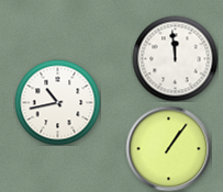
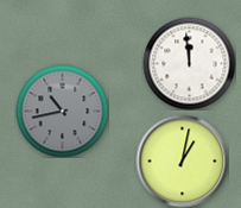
clock at (57, 102) dial: white -> grey
clock at (168, 148): 1:06 -> 1:02
